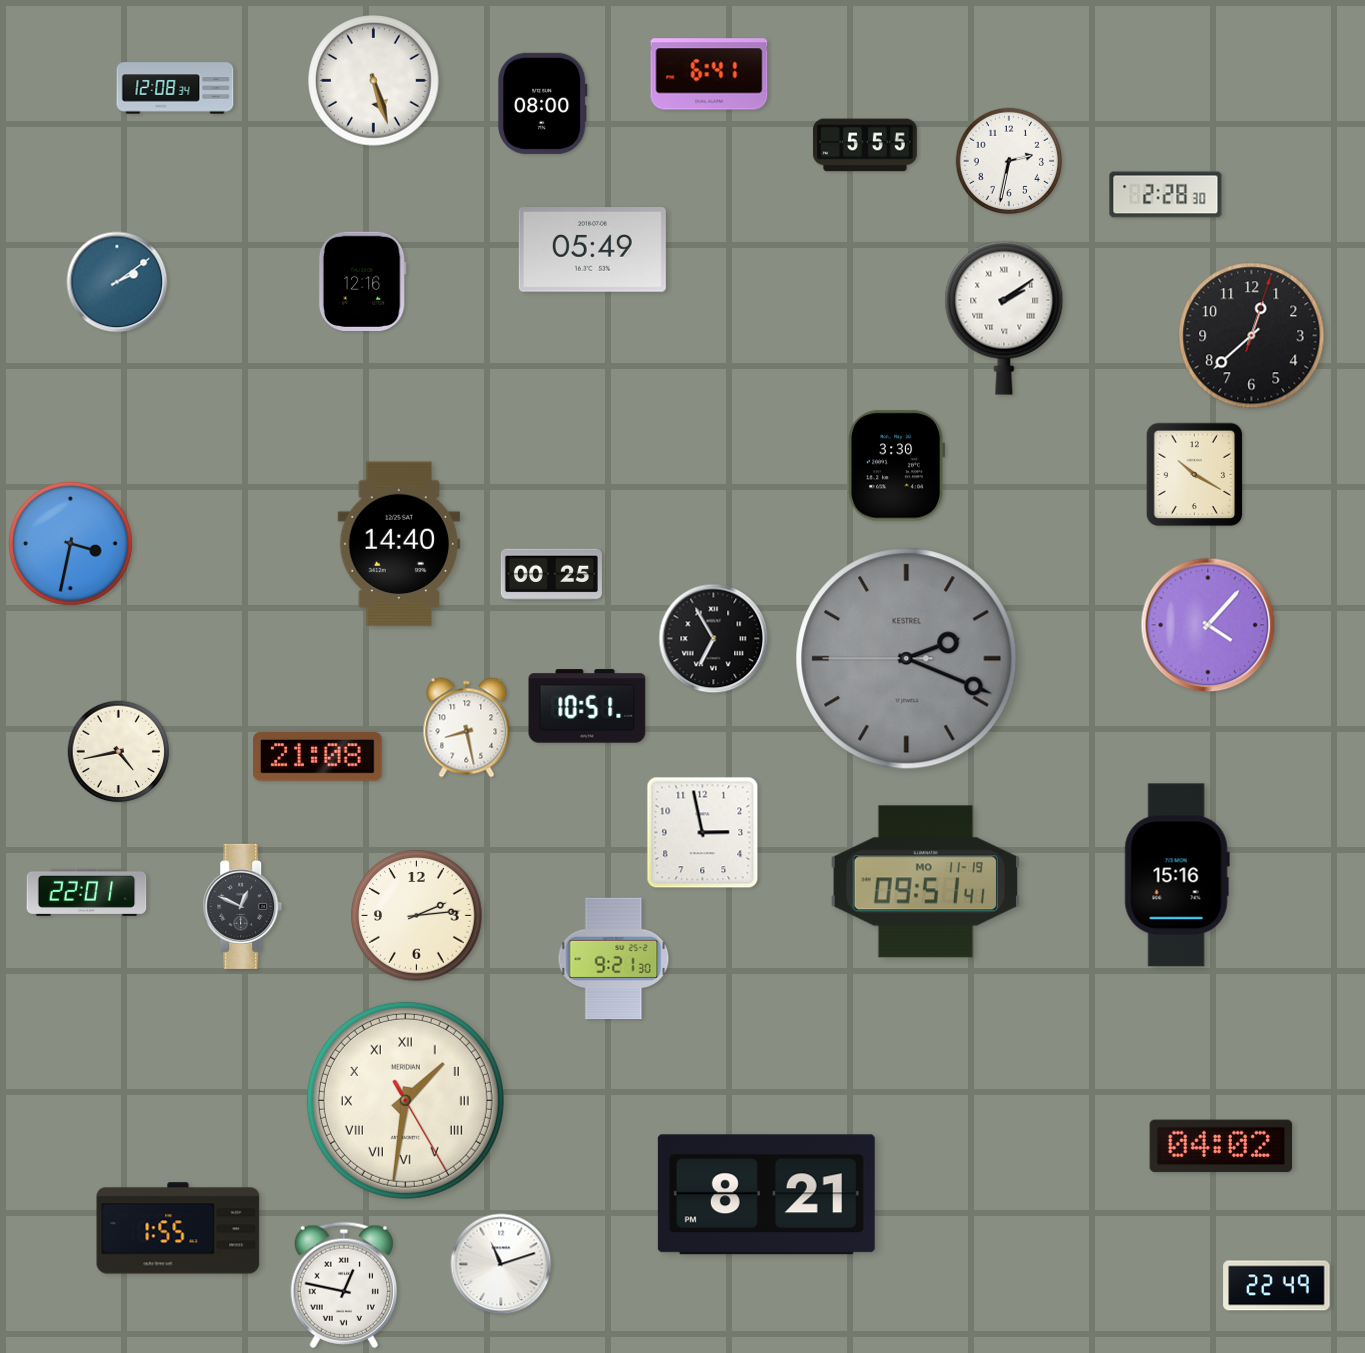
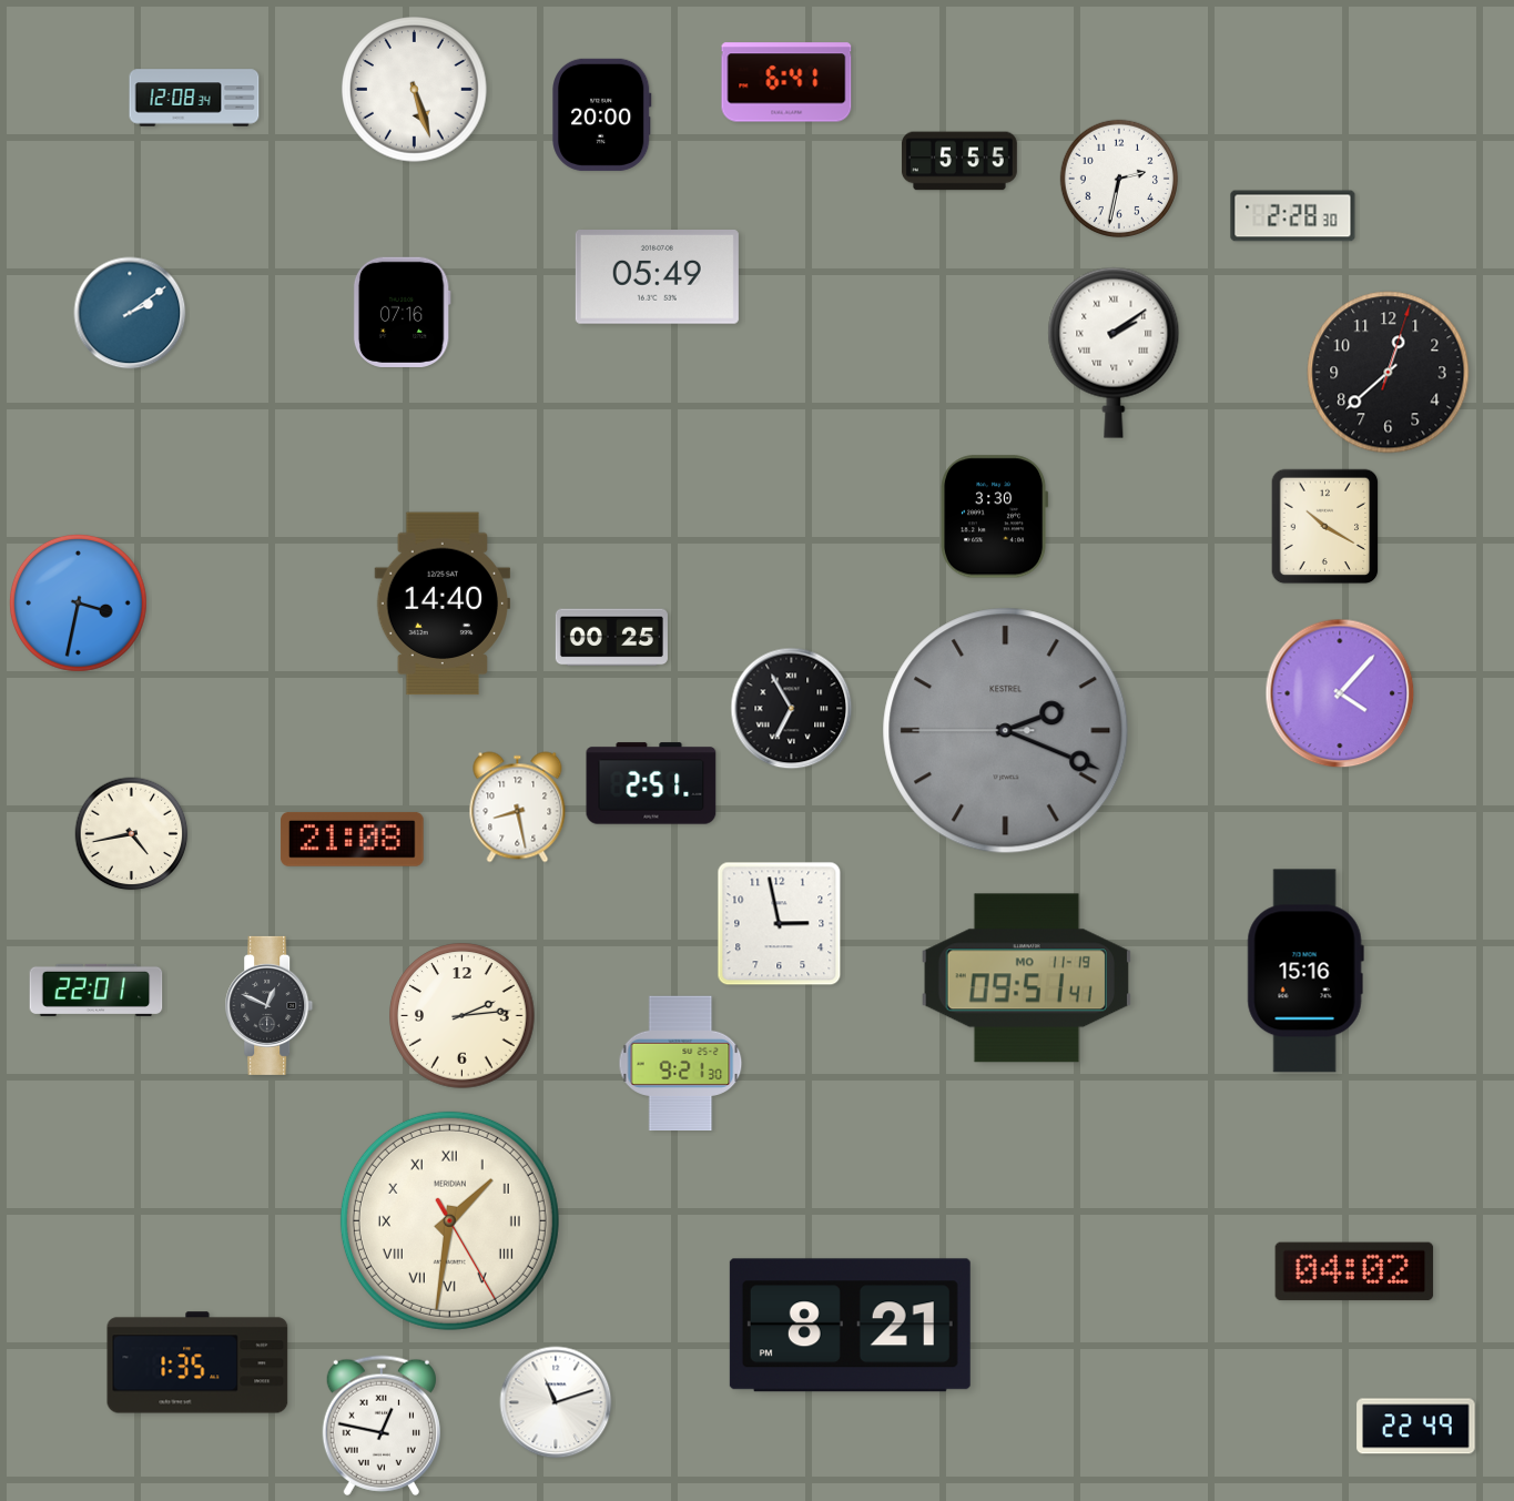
clock at (543, 103): 08:00 -> 20:00
clock at (362, 281): 12:16 -> 07:16
clock at (587, 706): 10:51 -> 2:51
clock at (178, 1228): 1:55 -> 1:35
